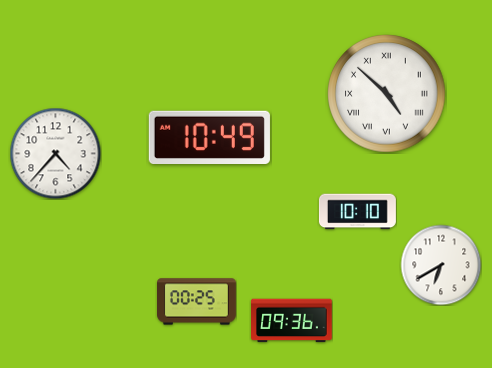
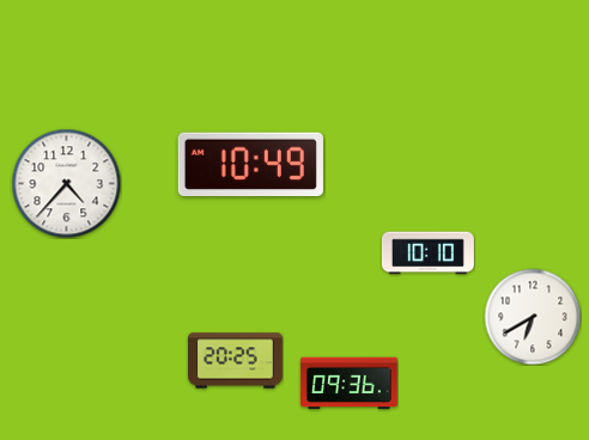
clock at (387, 94): 4:52 -> none
clock at (441, 265) position: (441, 265) -> (533, 317)
clock at (197, 302): 00:25 -> 20:25
